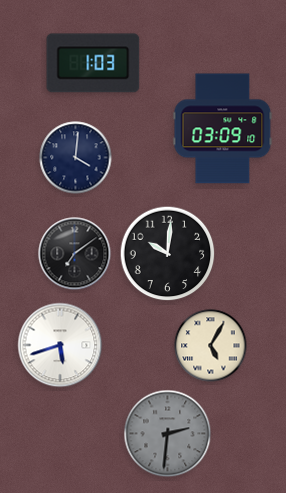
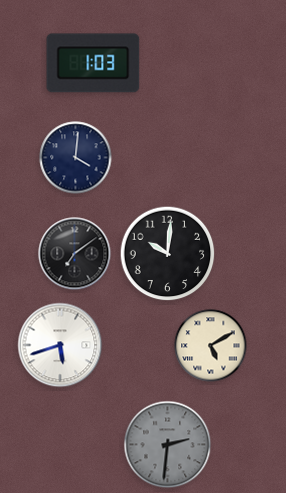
clock at (223, 129): 03:09 -> none
clock at (211, 346): 5:05 -> 5:10
clock at (168, 434) position: (168, 434) -> (168, 445)
